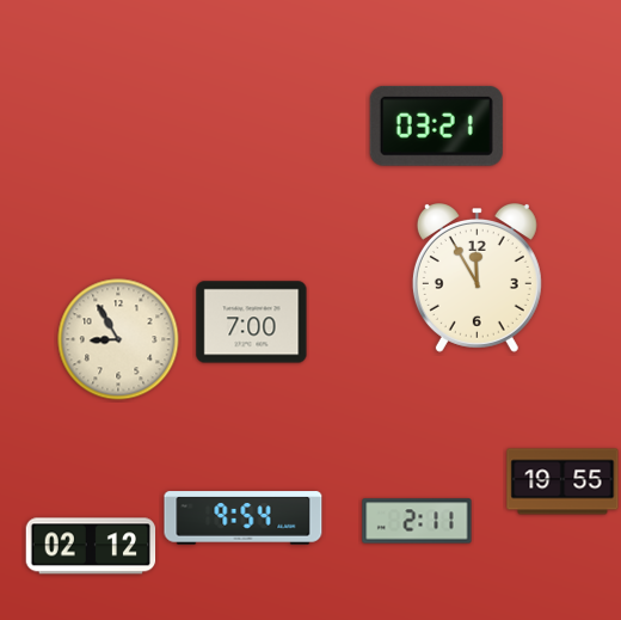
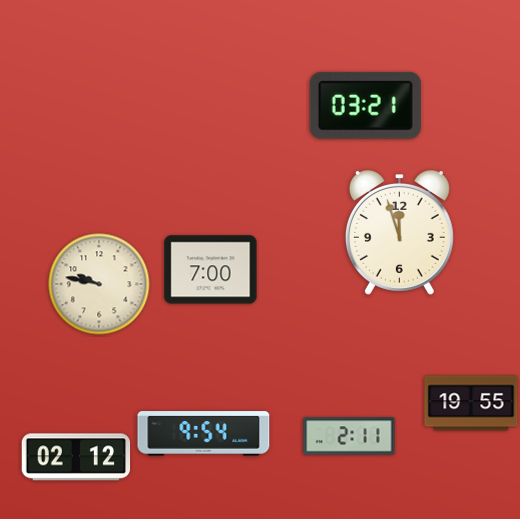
clock at (476, 278): 11:55 -> 11:57
clock at (118, 339): 8:55 -> 9:47
